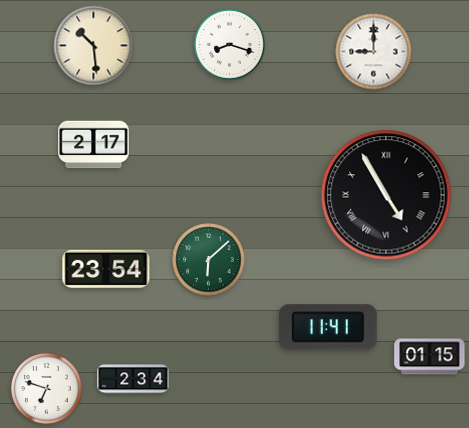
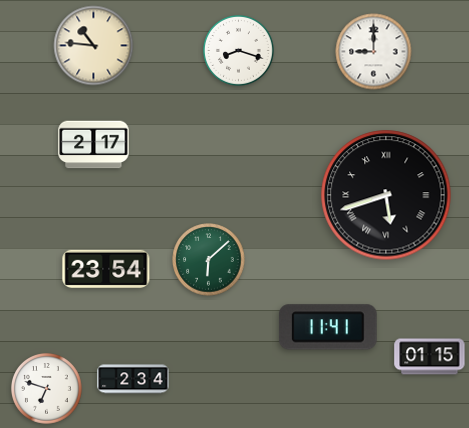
clock at (230, 45) position: (230, 45) -> (239, 51)
clock at (94, 46): 10:29 -> 10:46
clock at (386, 195): 4:55 -> 5:42
